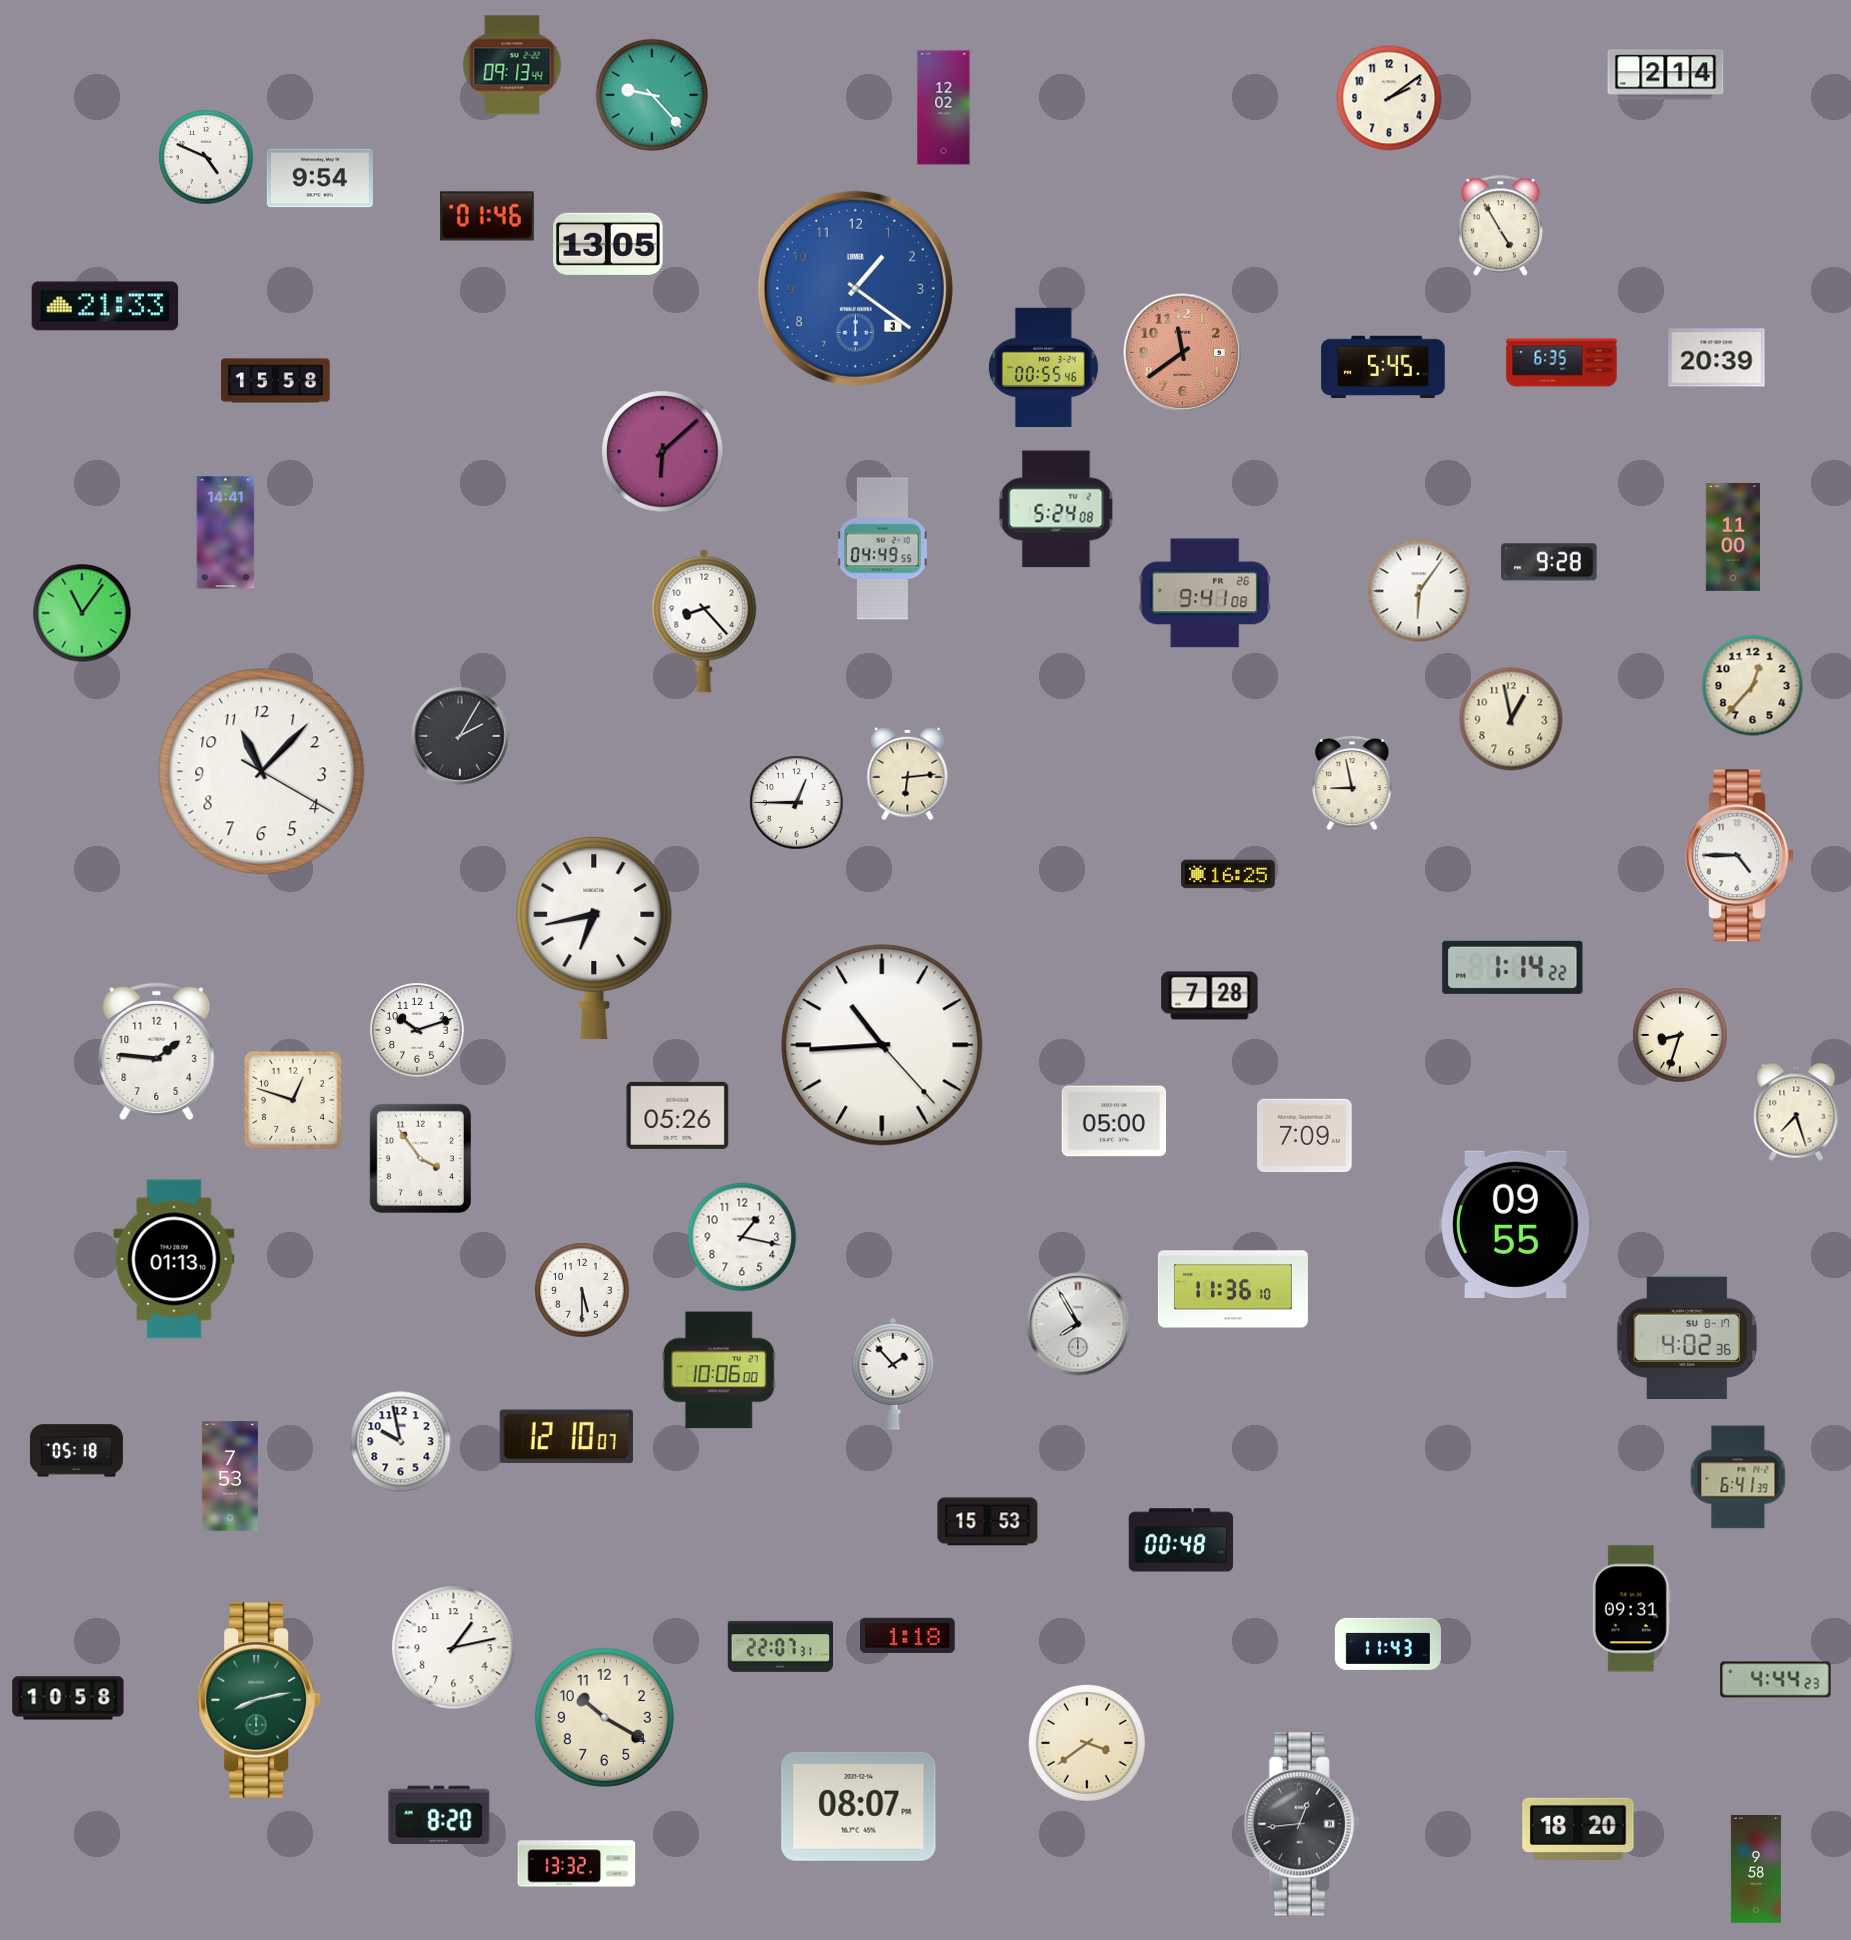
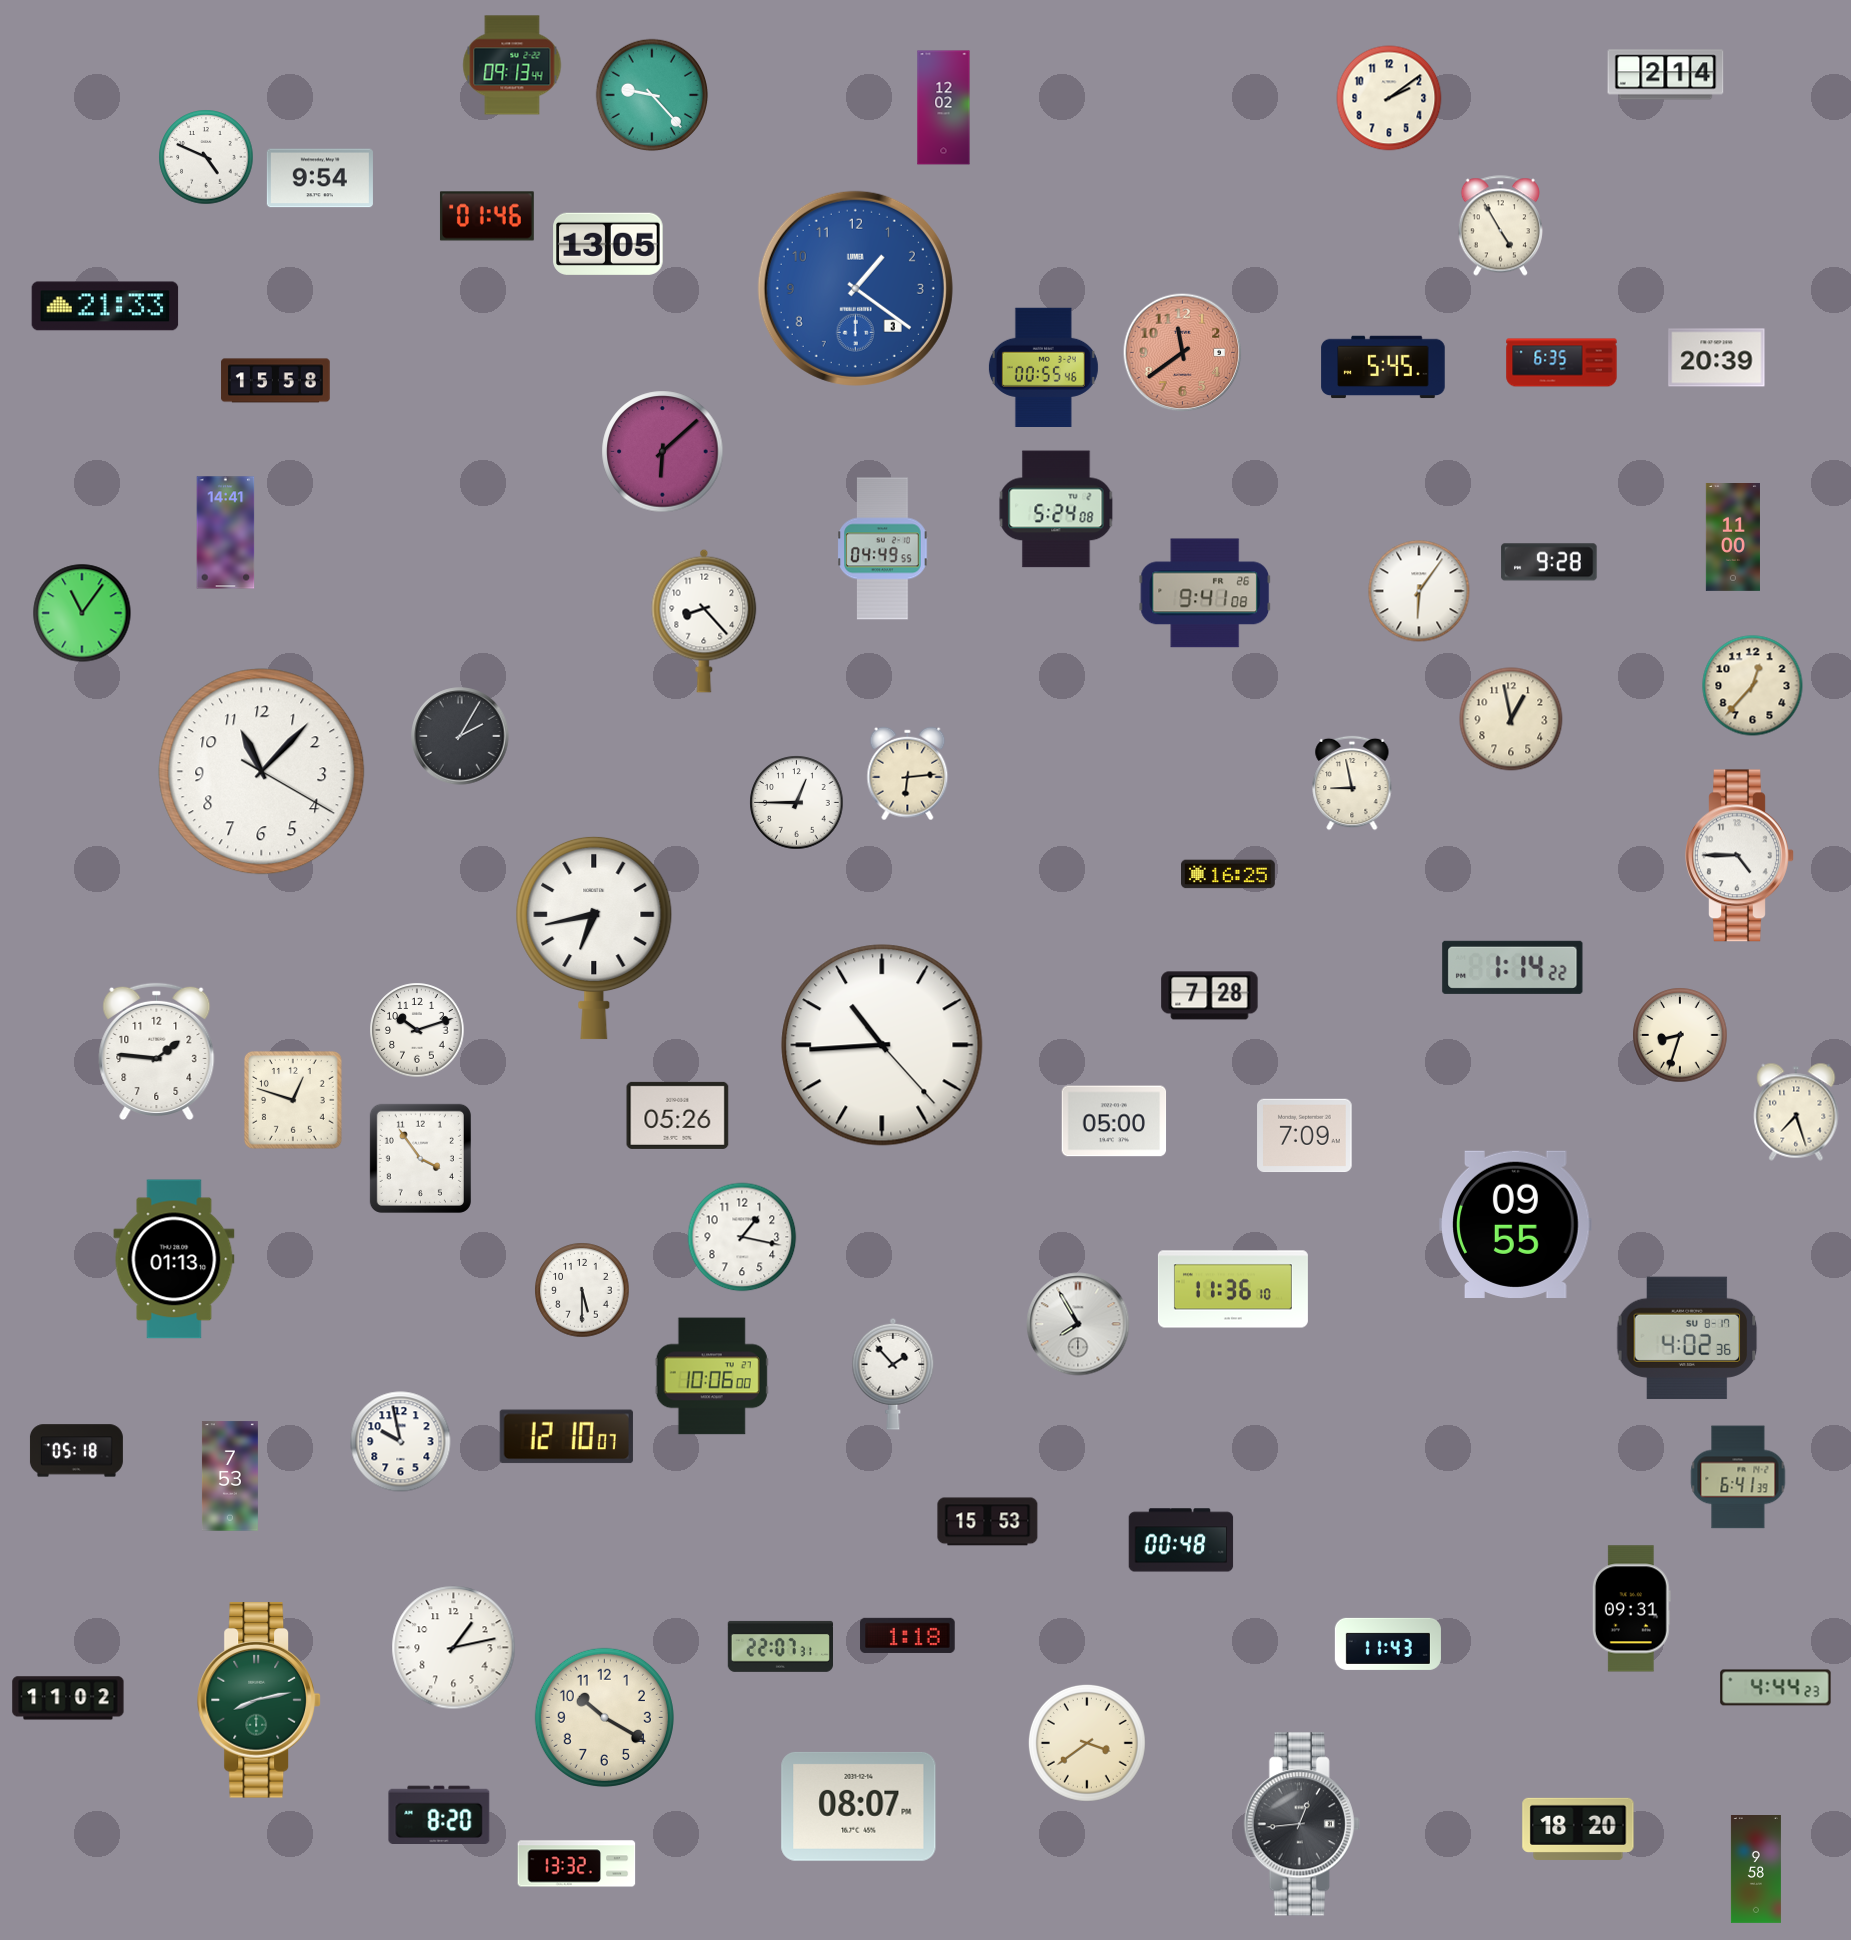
clock at (719, 1370) position: (719, 1370) -> (712, 1376)
clock at (1776, 1680) position: (1776, 1680) -> (1776, 1688)
clock at (68, 1698): 10:58 -> 11:02
